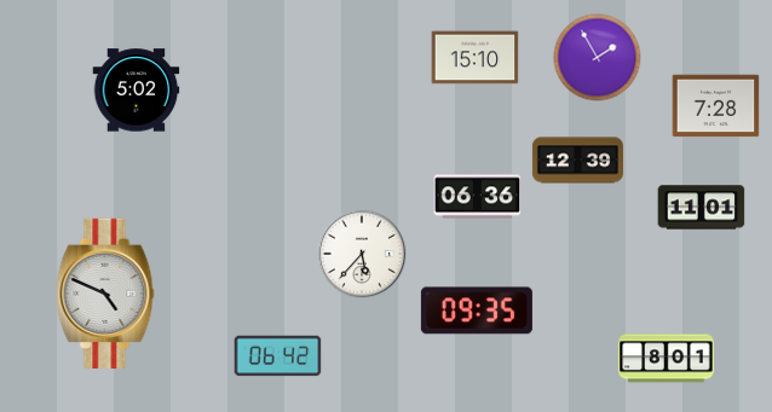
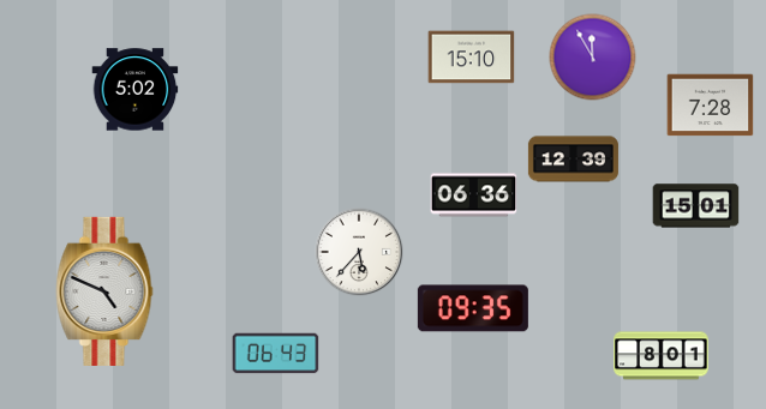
clock at (598, 58): 1:55 -> 11:55
clock at (702, 208): 11:01 -> 15:01
clock at (278, 356): 06:42 -> 06:43
